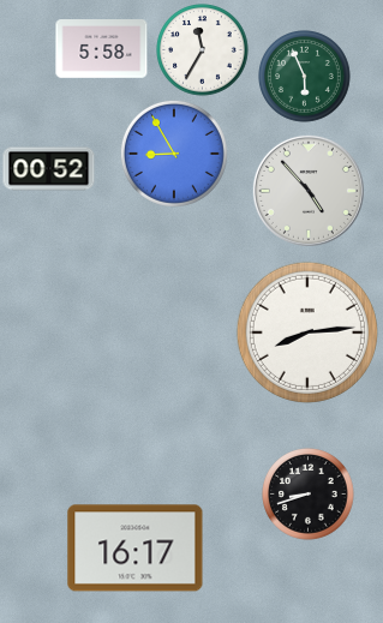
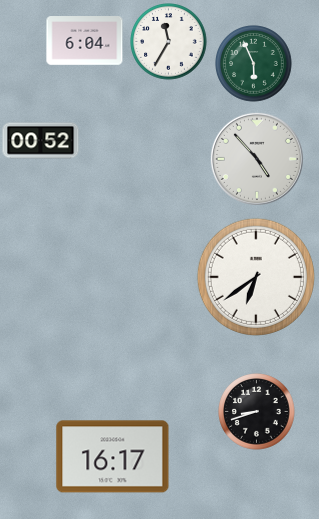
clock at (102, 49): 5:58 -> 6:04
clock at (174, 154): 8:55 -> none
clock at (307, 333): 8:14 -> 6:39
